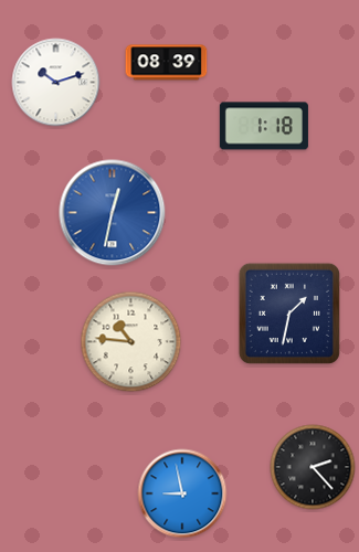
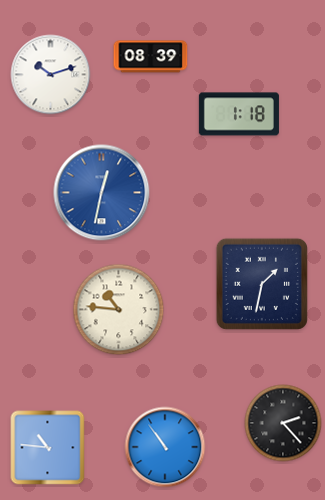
clock at (182, 493): 8:58 -> 10:54
clock at (48, 448): none -> 10:46
